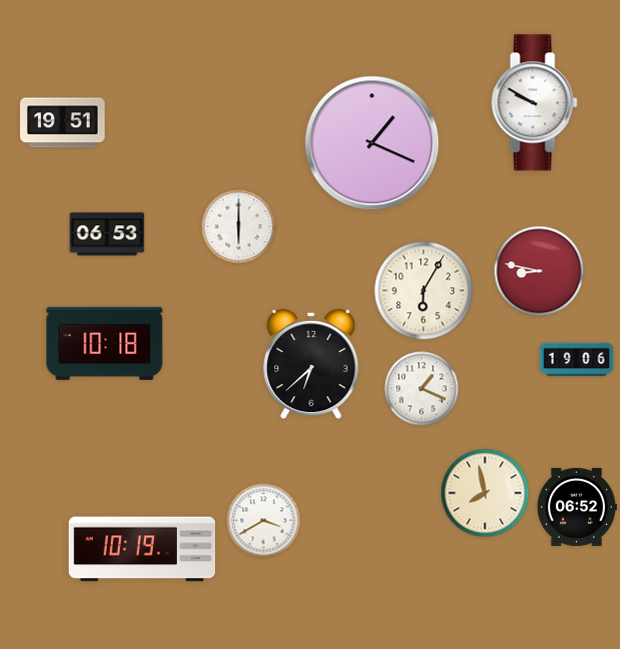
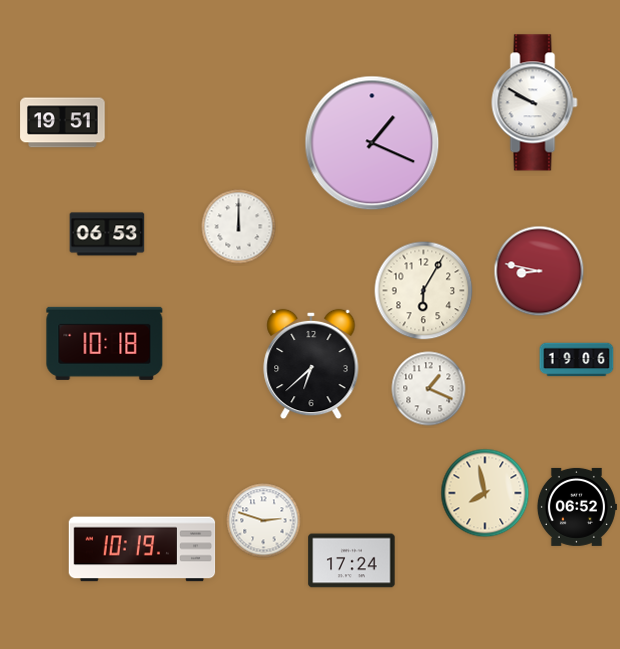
clock at (239, 227): 6:00 -> 12:00
clock at (422, 389) position: (422, 389) -> (429, 389)
clock at (264, 521): 3:40 -> 2:48
clock at (352, 561): none -> 17:24
